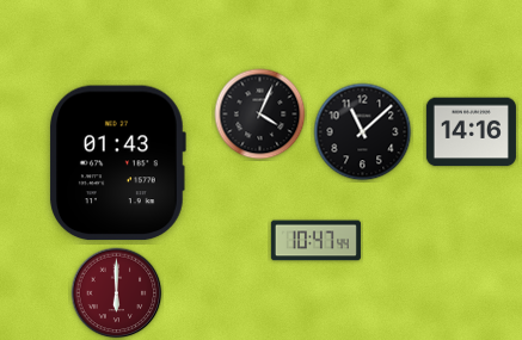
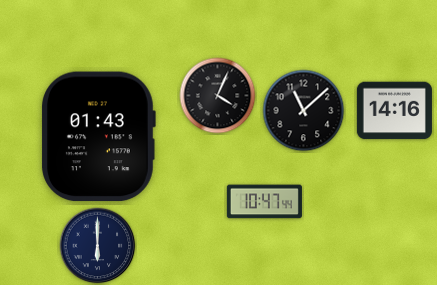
clock at (117, 293) dial: burgundy -> navy
